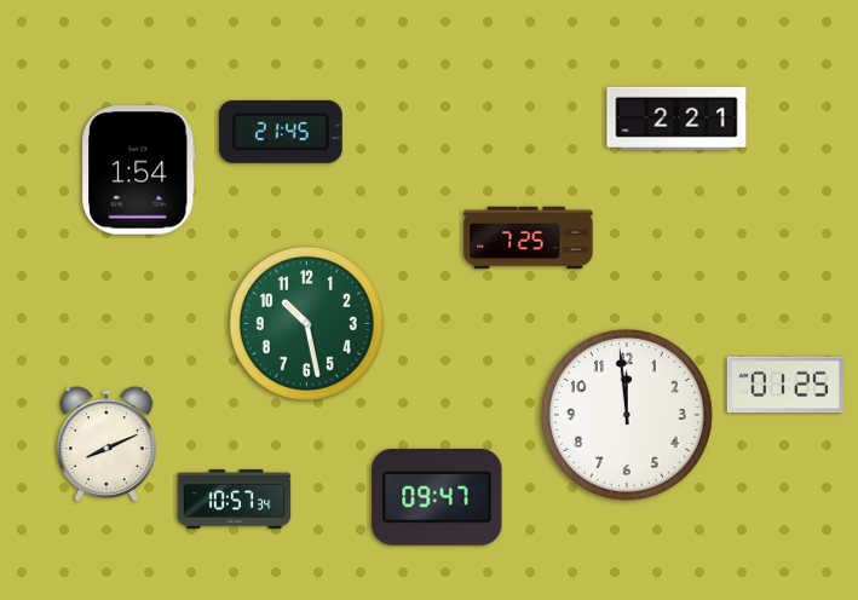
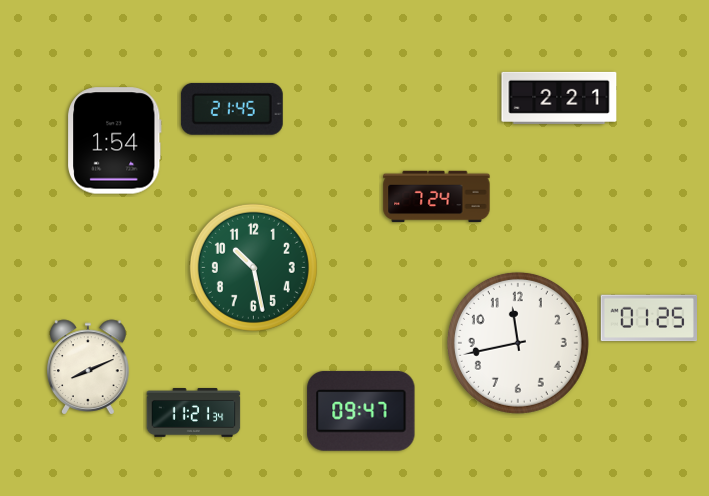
clock at (529, 238): 7:25 -> 7:24
clock at (627, 415): 11:59 -> 11:43
clock at (235, 500): 10:57 -> 11:21
